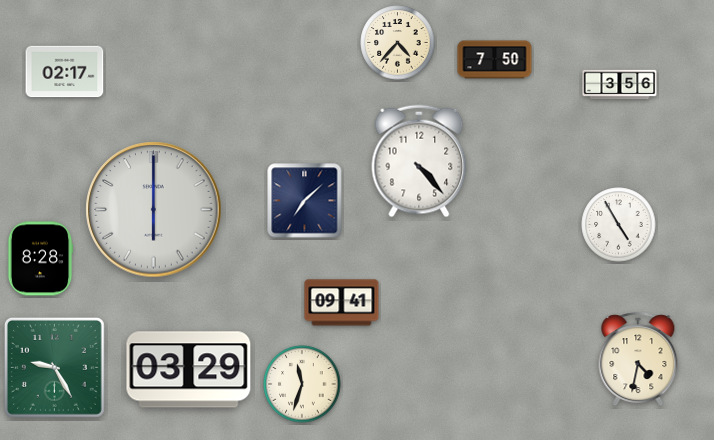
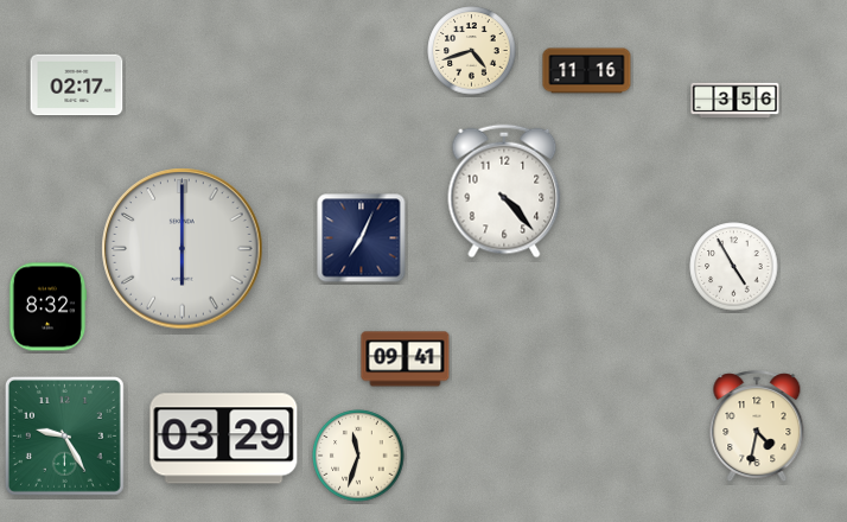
clock at (398, 43): 4:37 -> 4:42
clock at (495, 60): 7:50 -> 11:16
clock at (419, 161) position: (419, 161) -> (504, 191)
clock at (305, 201): 7:08 -> 7:04
clock at (40, 259): 8:28 -> 8:32
